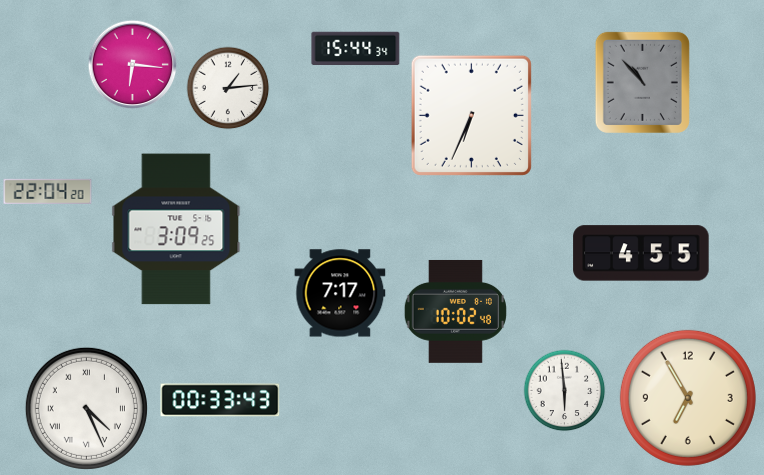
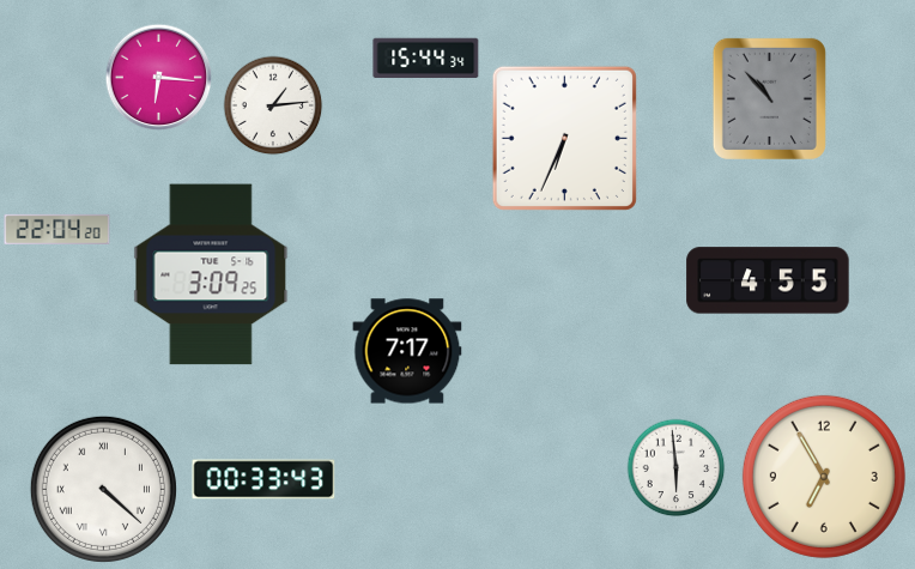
clock at (641, 253) position: (641, 253) -> (768, 280)
clock at (455, 311): 10:02 -> none
clock at (86, 408): 4:26 -> 4:22
